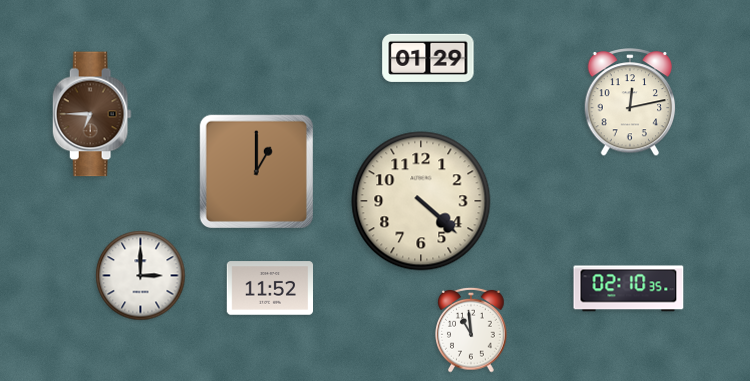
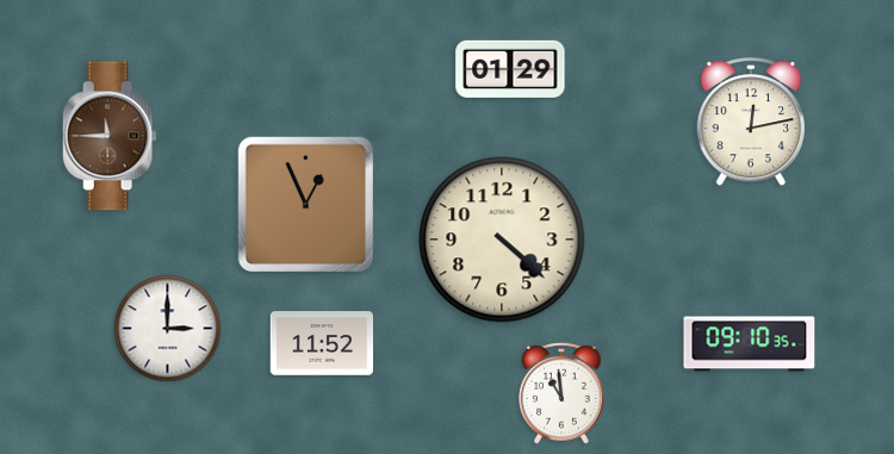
clock at (92, 114): 6:45 -> 11:45
clock at (256, 171): 1:00 -> 12:56
clock at (629, 289): 02:10 -> 09:10
